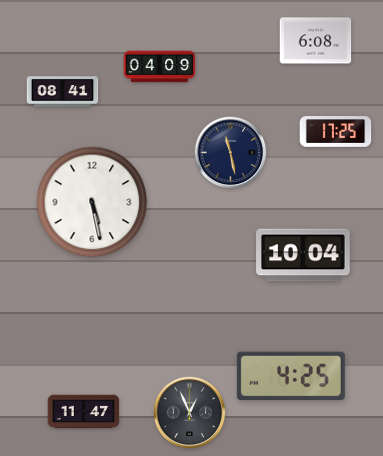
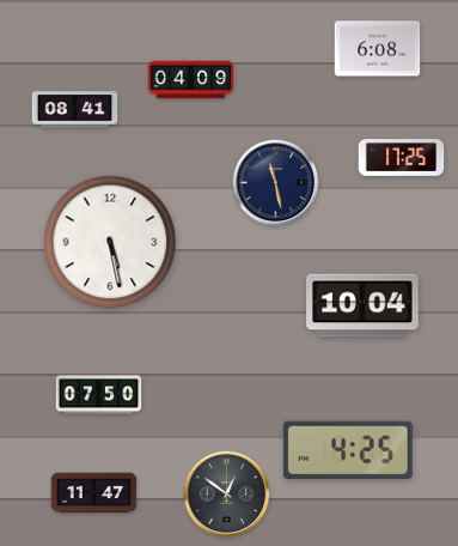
clock at (99, 395): none -> 07:50
clock at (84, 412) position: (84, 412) -> (94, 493)
clock at (190, 413): 12:56 -> 12:51
